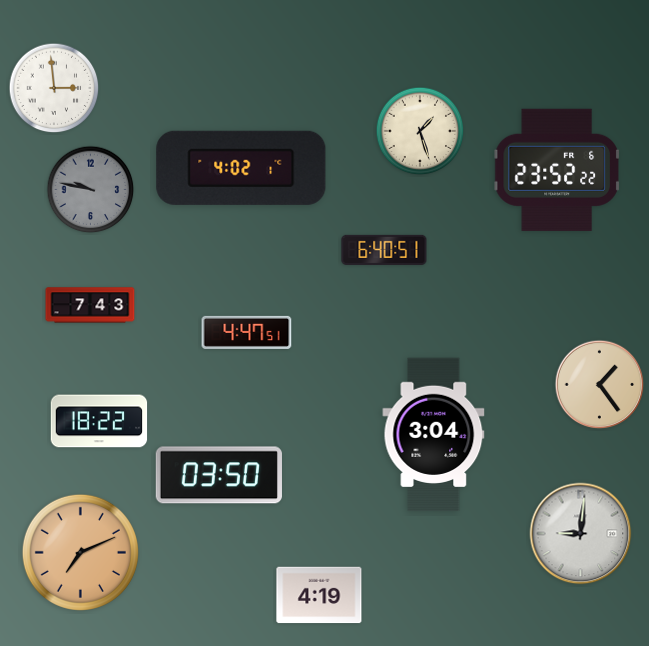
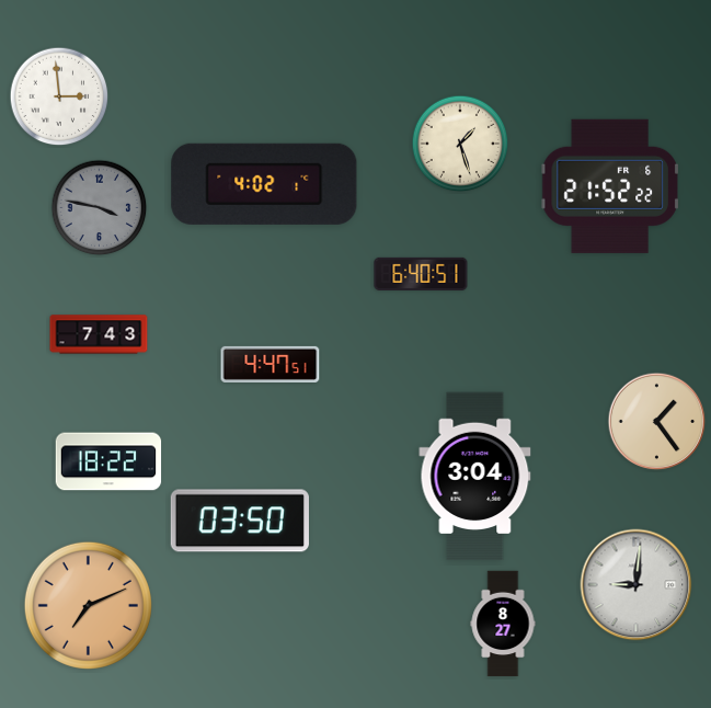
clock at (557, 170): 23:52 -> 21:52
clock at (91, 190): 9:47 -> 3:47
clock at (503, 624): none -> 8:27
clock at (319, 595): 4:19 -> none
